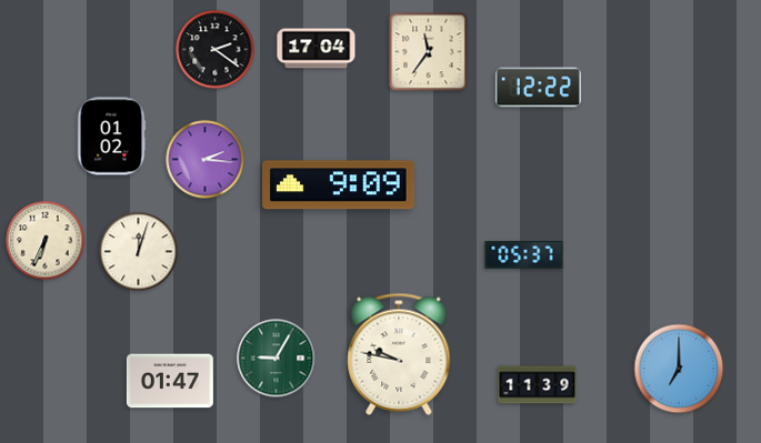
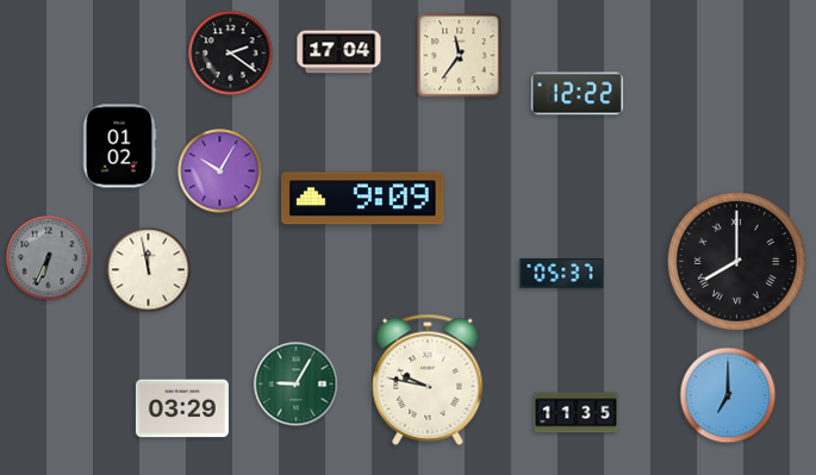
clock at (206, 160): 2:16 -> 10:05
clock at (46, 241) dial: cream -> grey
clock at (736, 261): none -> 8:00
clock at (139, 252): 12:03 -> 11:58
clock at (170, 381): 01:47 -> 03:29
clock at (538, 385): 11:39 -> 11:35
